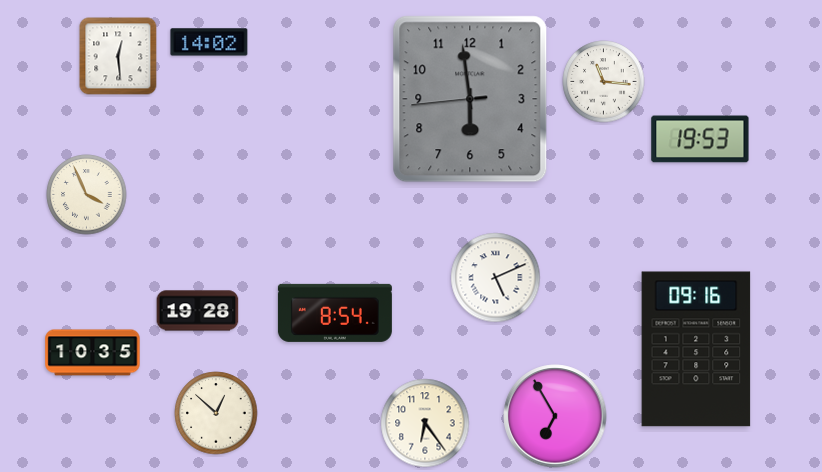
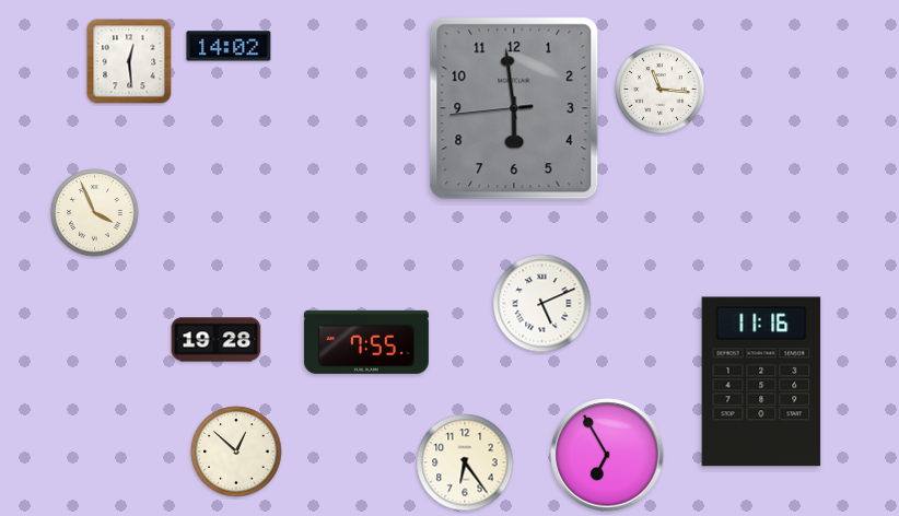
clock at (700, 139): 19:53 -> none
clock at (335, 313): 8:54 -> 7:55
clock at (696, 349): 09:16 -> 11:16
clock at (93, 353): 10:35 -> none
